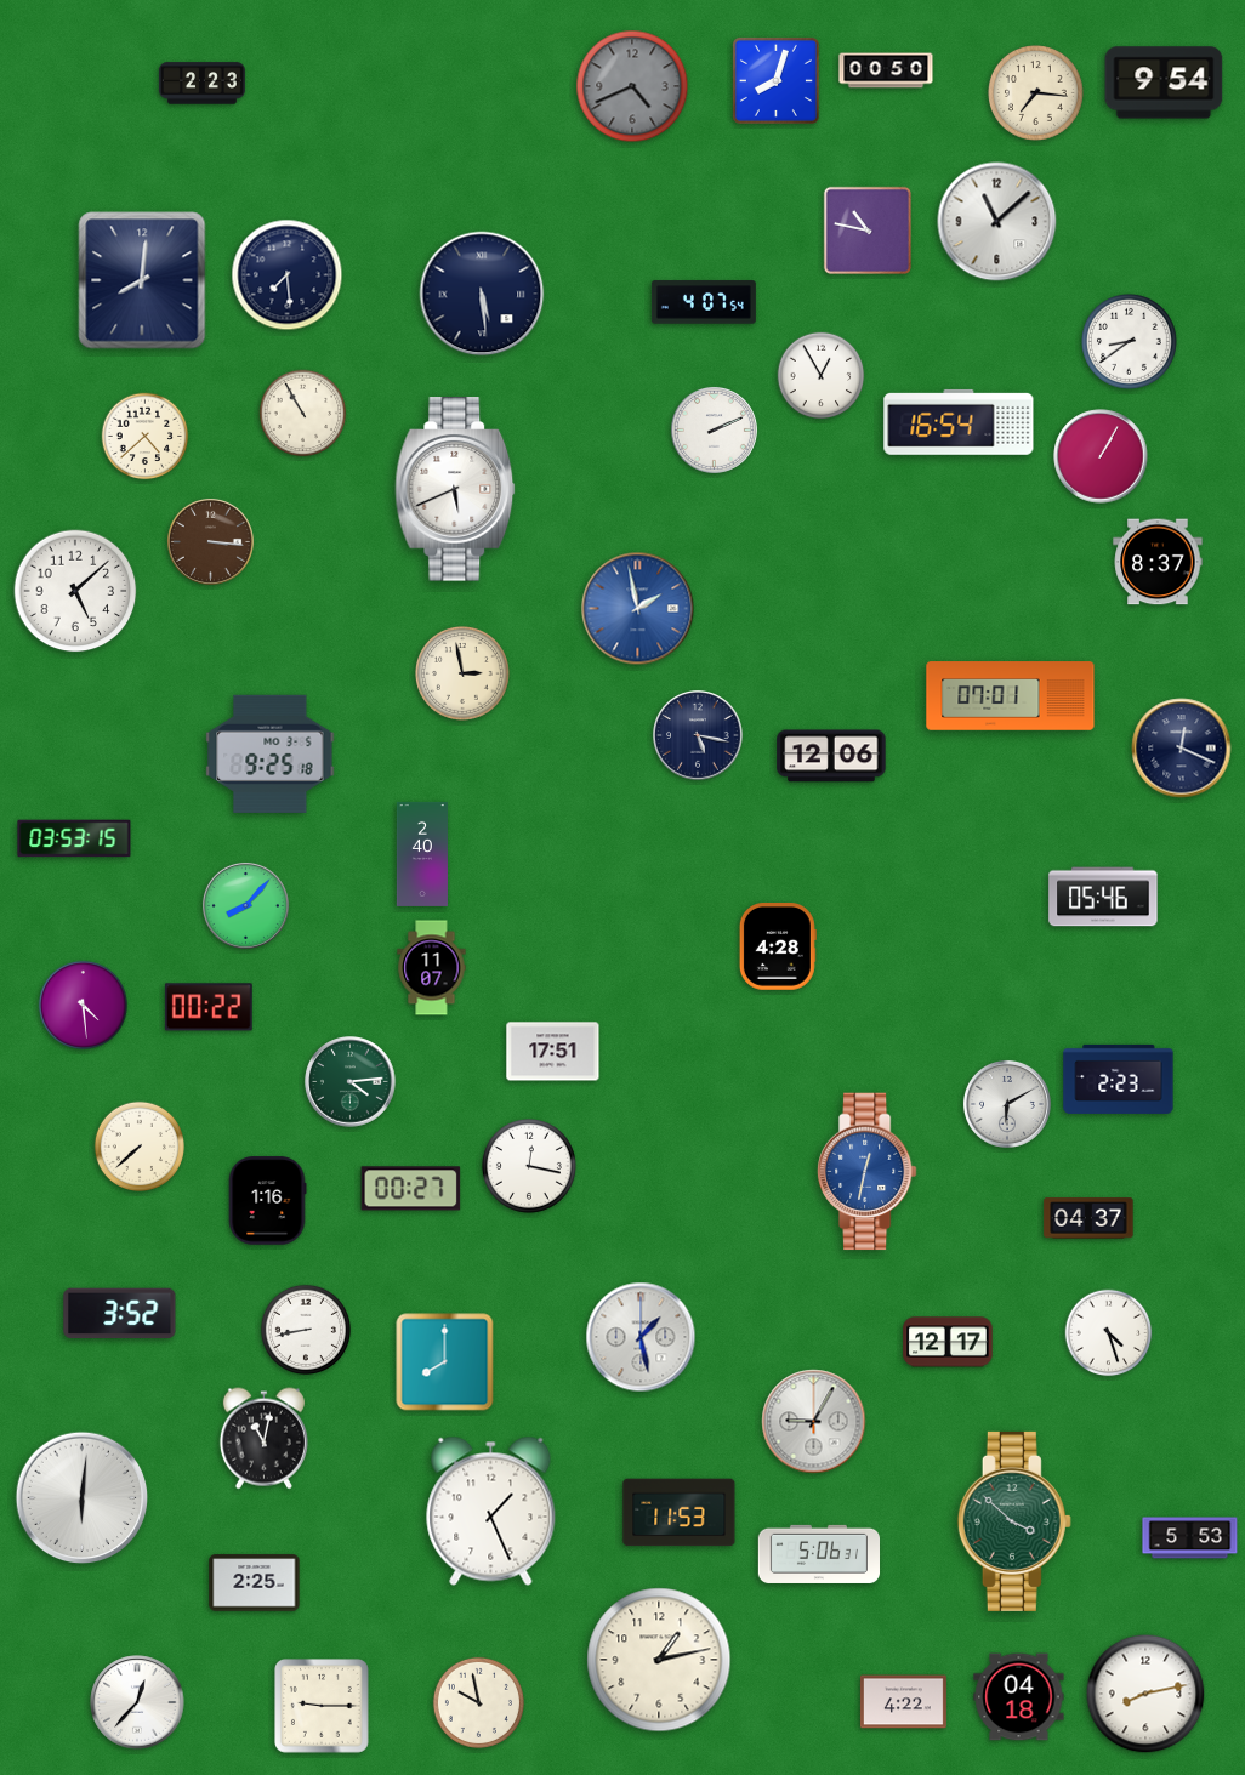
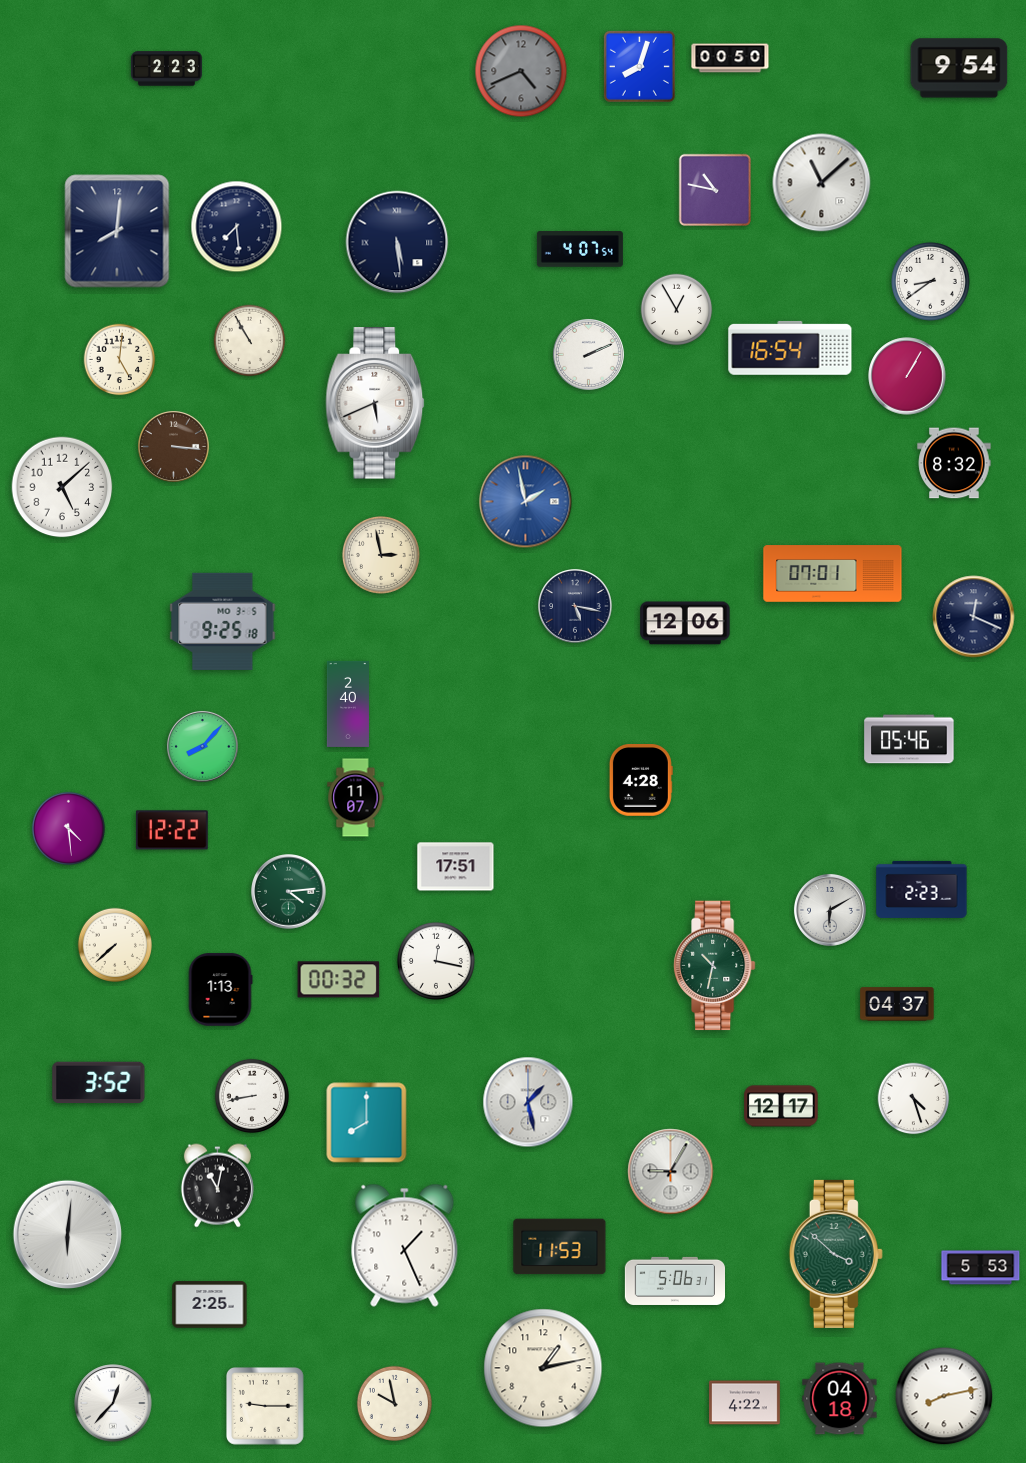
clock at (1036, 93): 7:16 -> none
clock at (146, 437): 4:38 -> 5:01
clock at (1158, 562): 8:37 -> 8:32
clock at (74, 838): 03:53 -> none
clock at (209, 1007): 00:22 -> 12:22
clock at (866, 1172): 12:32 -> 10:32
clock at (866, 1172) dial: blue -> green
clock at (411, 1189): 00:27 -> 00:32
clock at (267, 1201): 1:16 -> 1:13
